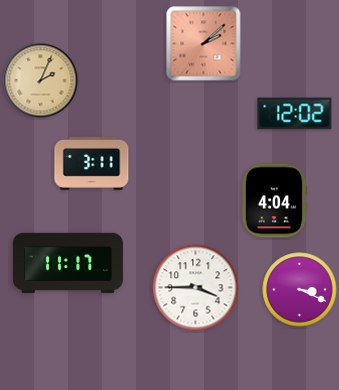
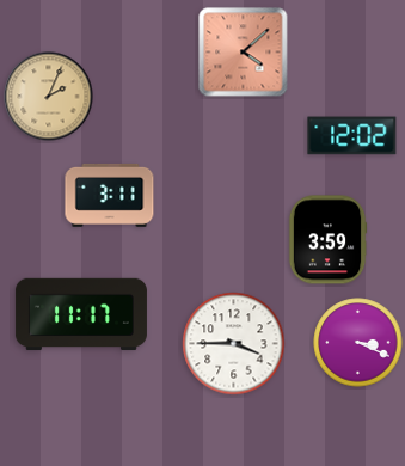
clock at (204, 44): 2:08 -> 4:08
clock at (274, 201): 4:04 -> 3:59
clock at (300, 290) position: (300, 290) -> (358, 343)
